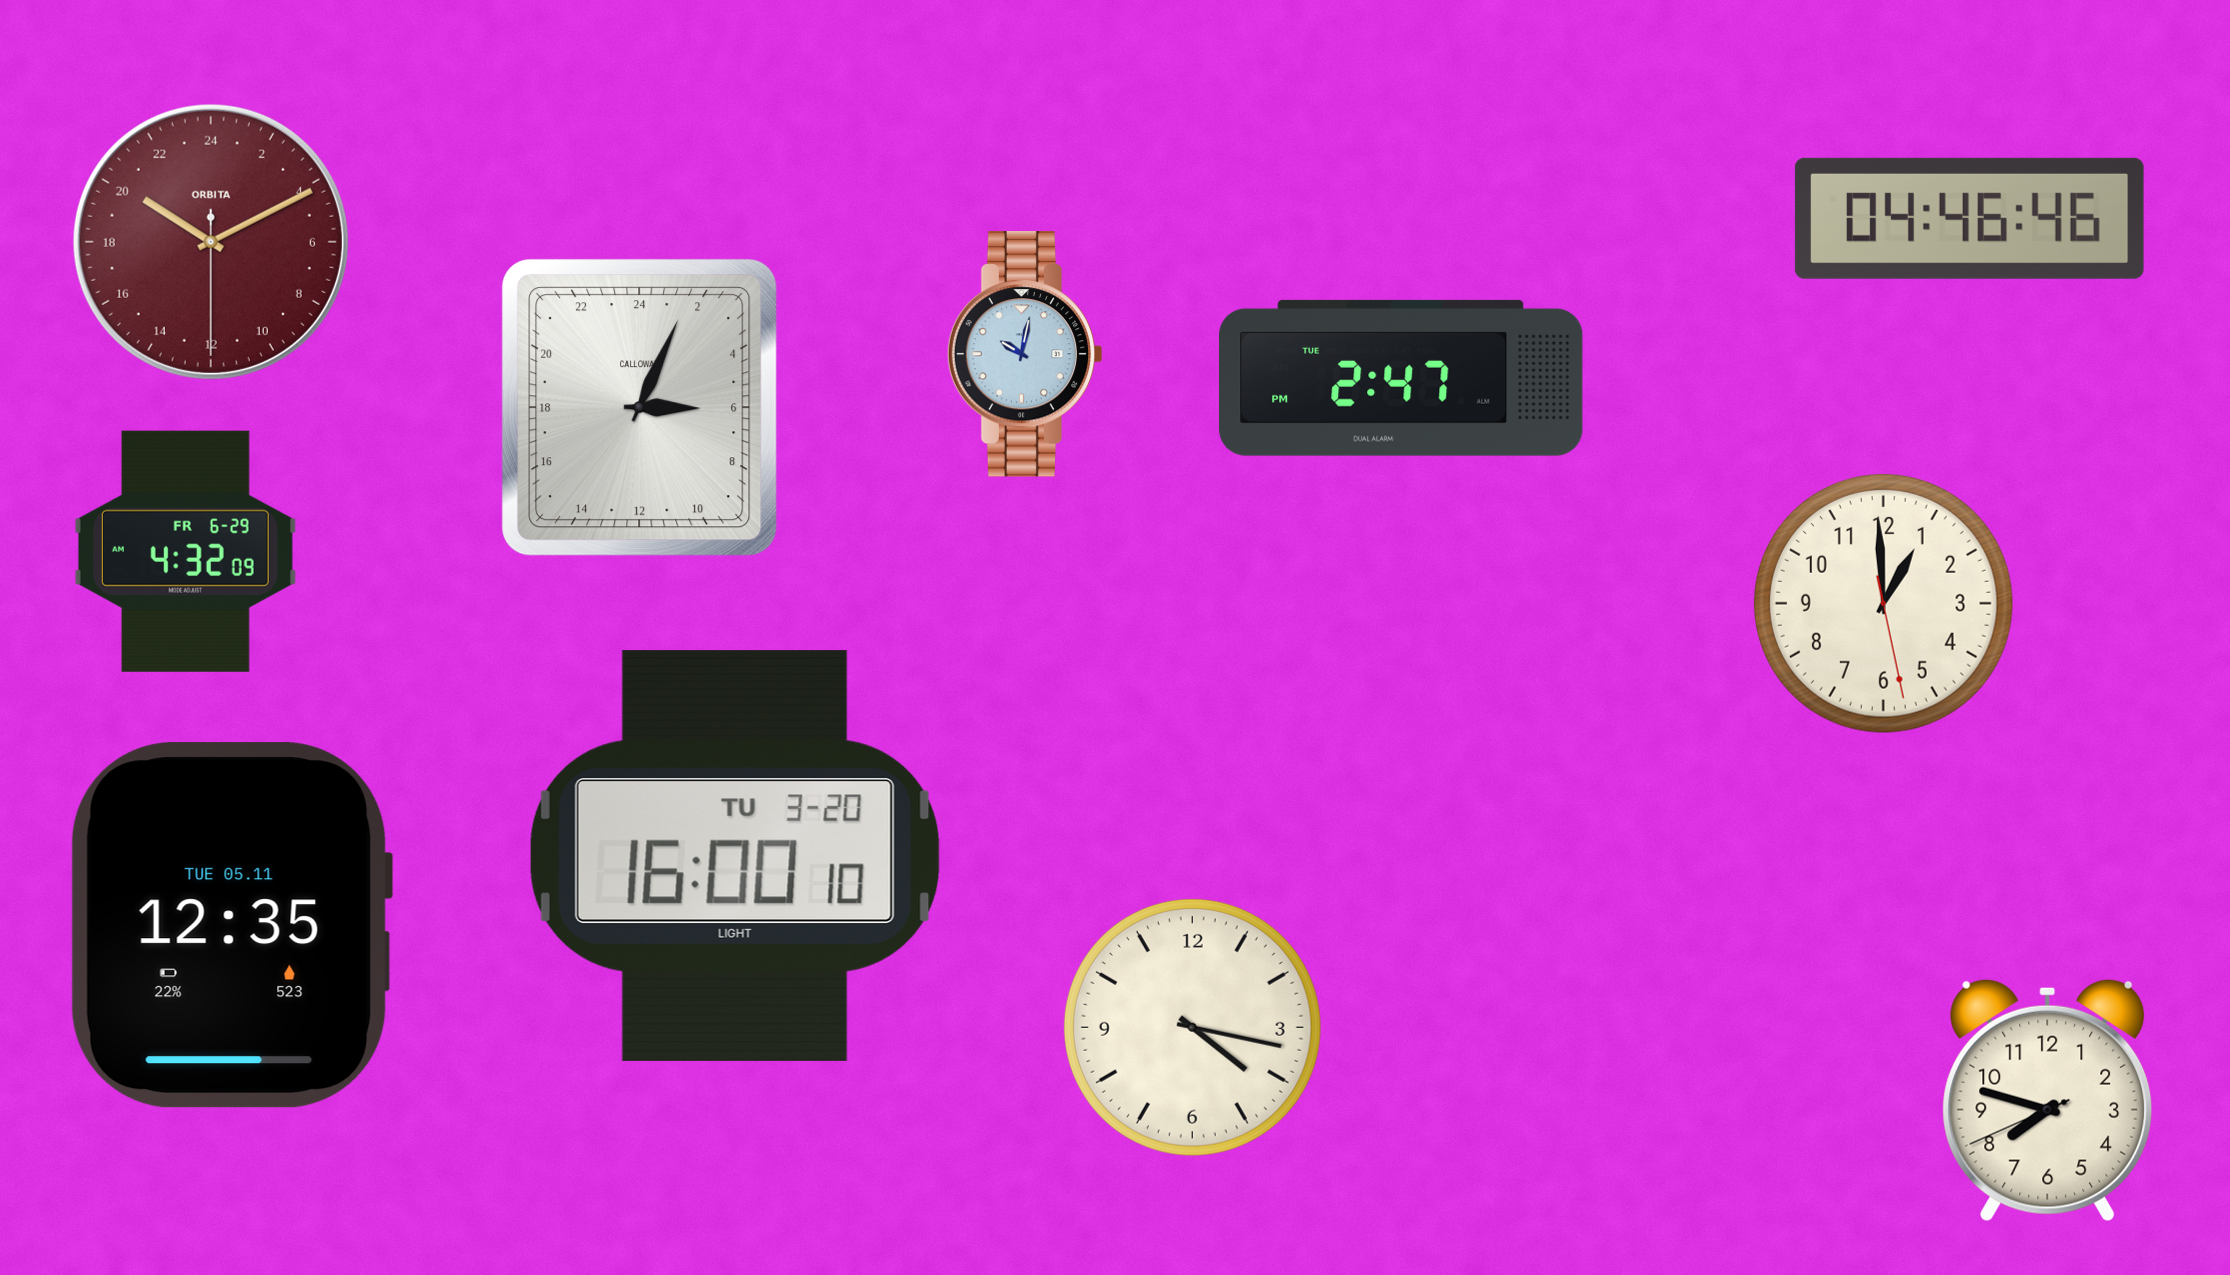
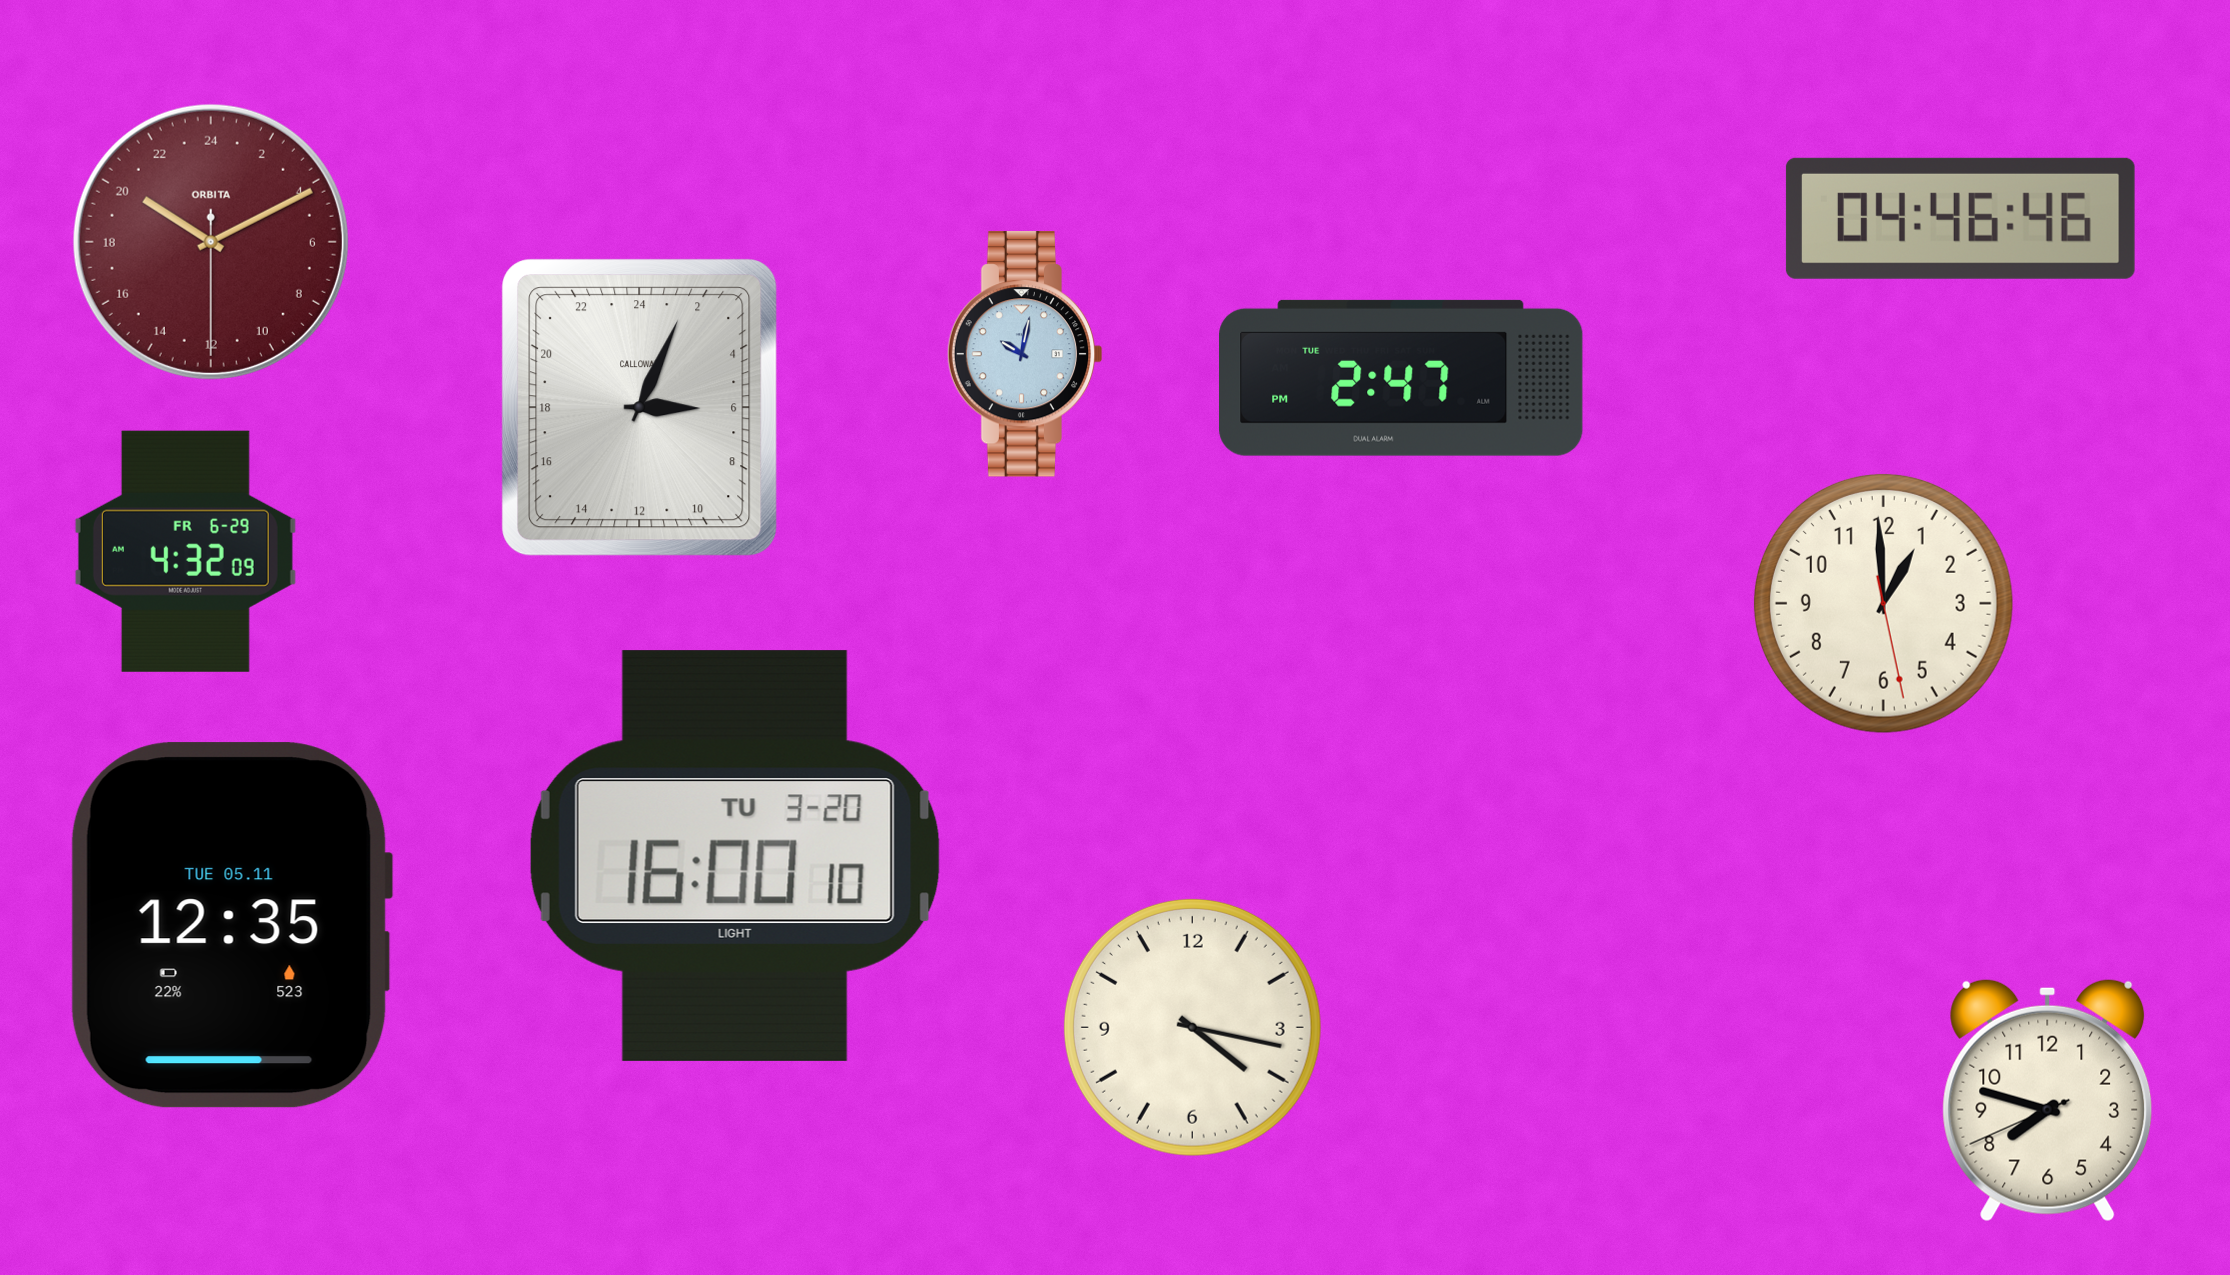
clock at (1969, 218) position: (1969, 218) -> (1960, 218)
